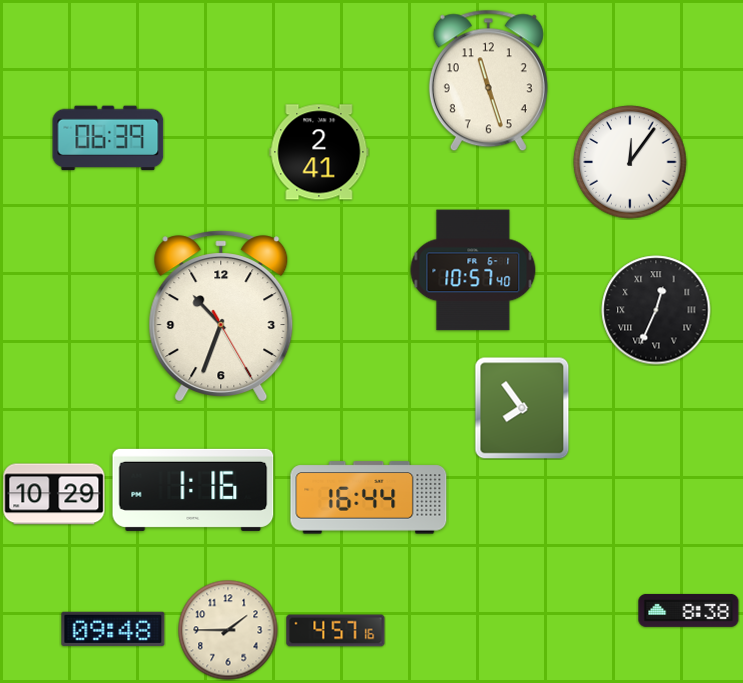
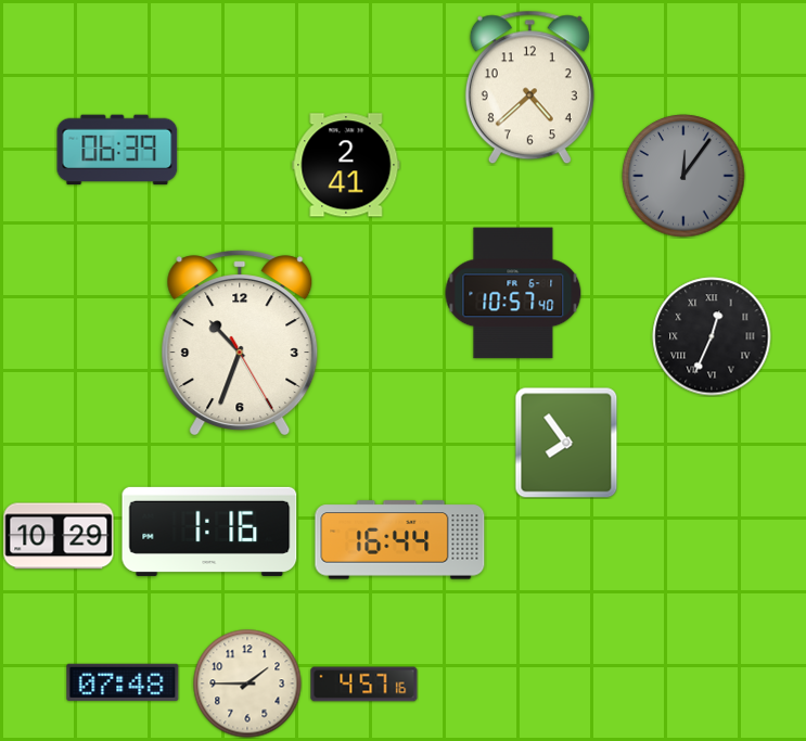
clock at (488, 81): 11:27 -> 4:38
clock at (630, 162) dial: white -> grey
clock at (689, 610): 8:38 -> none
clock at (113, 629): 09:48 -> 07:48
